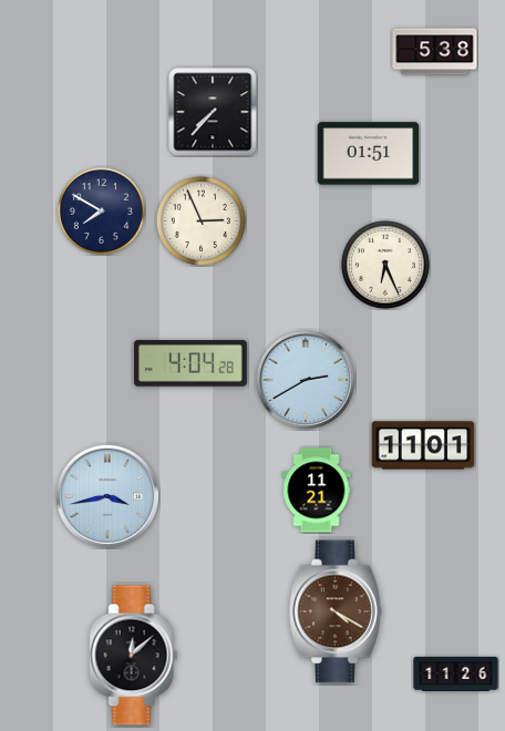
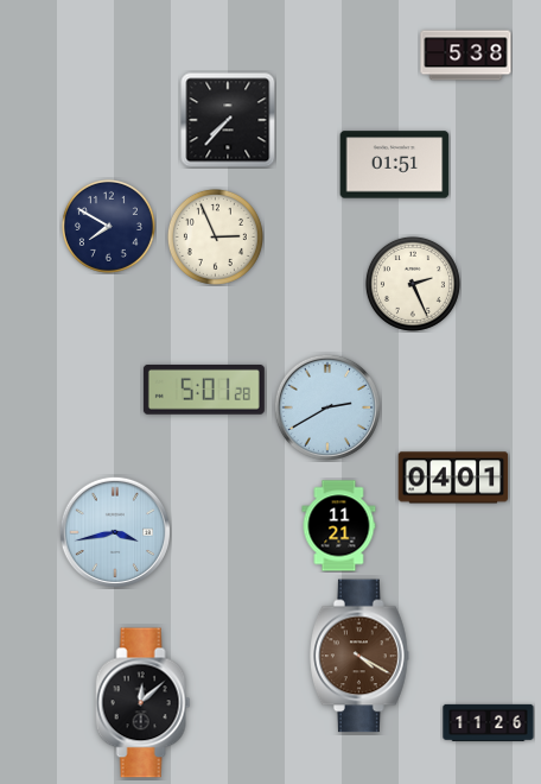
clock at (385, 265): 6:26 -> 2:26
clock at (190, 363): 4:04 -> 5:01
clock at (423, 445): 11:01 -> 04:01
